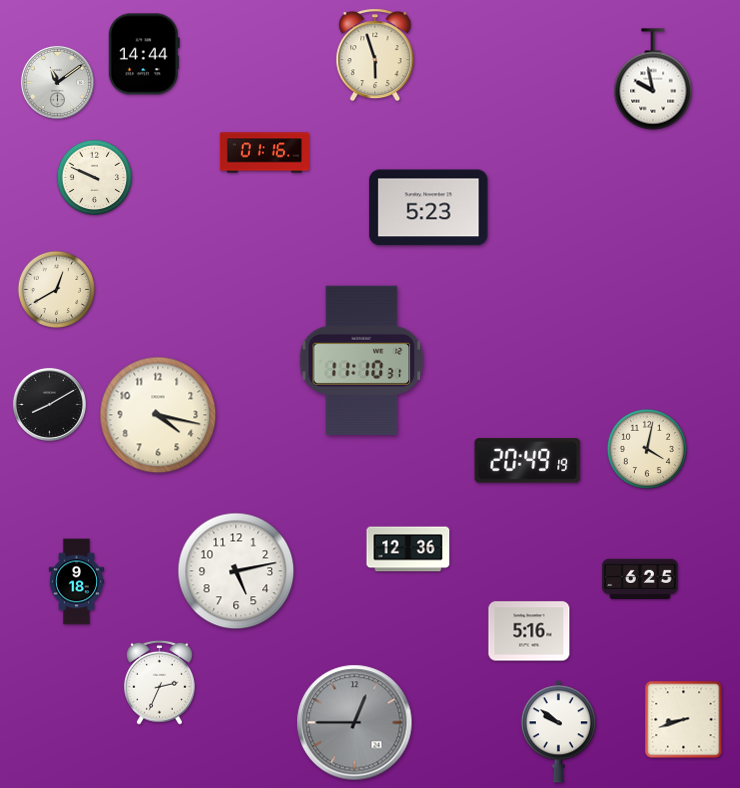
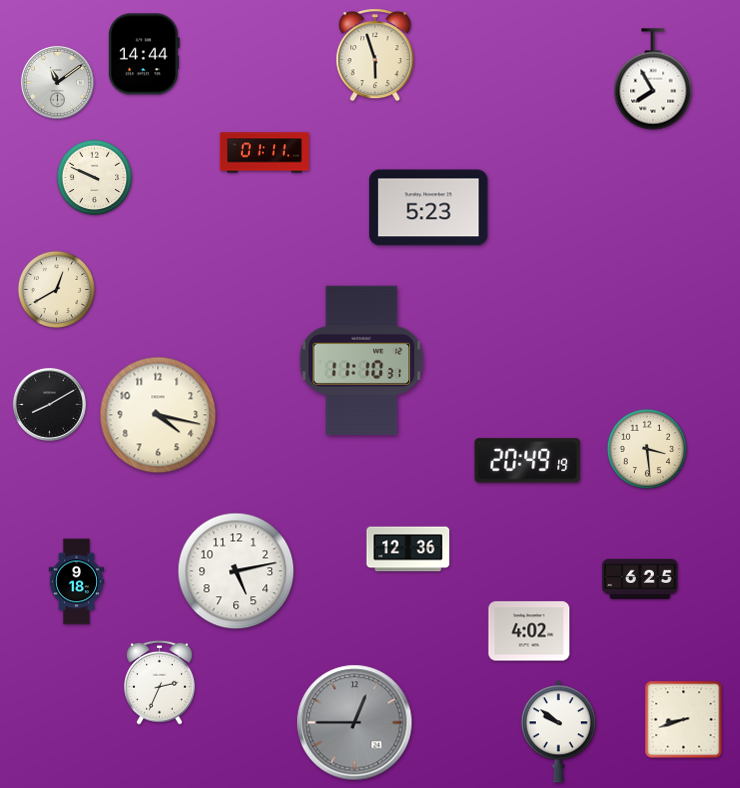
clock at (653, 79): 9:58 -> 7:55
clock at (265, 153): 01:16 -> 01:11
clock at (647, 449): 4:02 -> 3:29
clock at (529, 631): 5:16 -> 4:02
